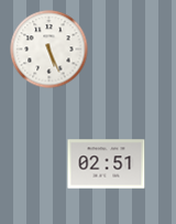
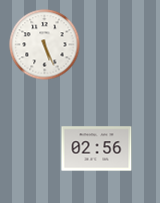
clock at (107, 164): 02:51 -> 02:56
